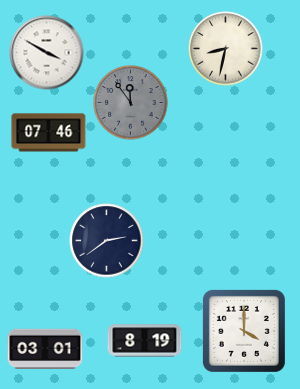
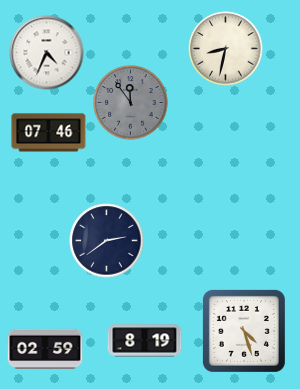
clock at (47, 53): 3:50 -> 4:34
clock at (244, 331): 4:00 -> 4:27
clock at (45, 348): 03:01 -> 02:59
